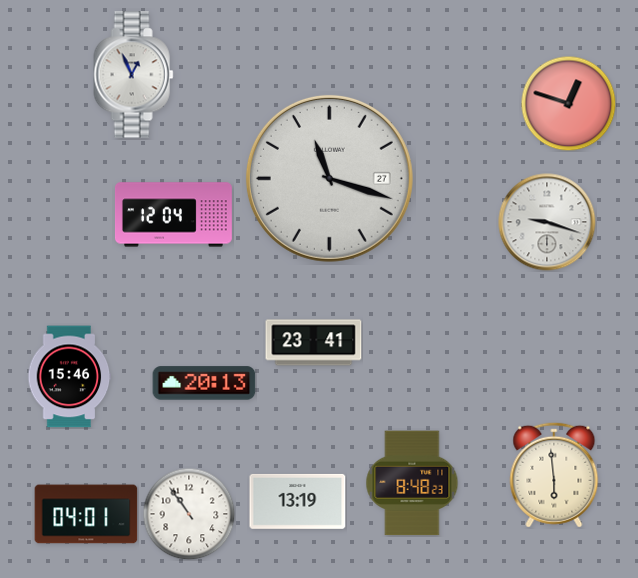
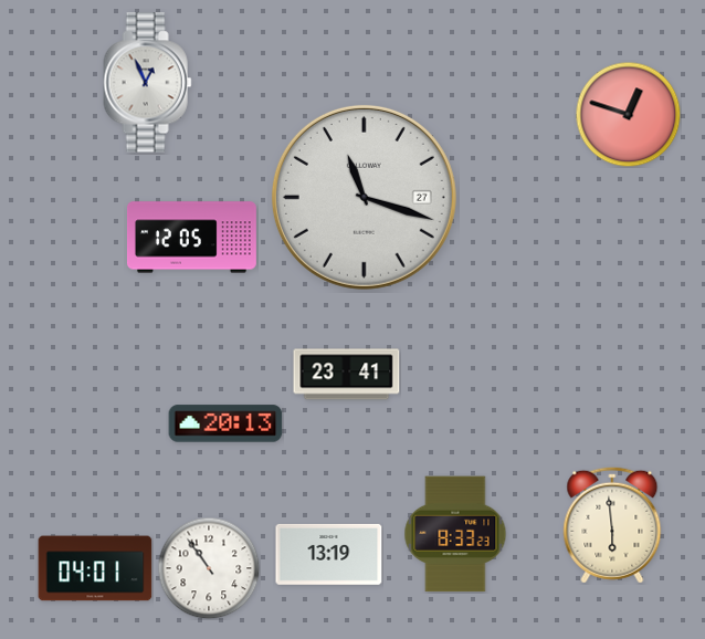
clock at (173, 215): 12:04 -> 12:05
clock at (547, 222): 9:18 -> none
clock at (314, 343) position: (314, 343) -> (347, 375)
clock at (70, 377): 15:46 -> none
clock at (412, 483): 8:48 -> 8:33
